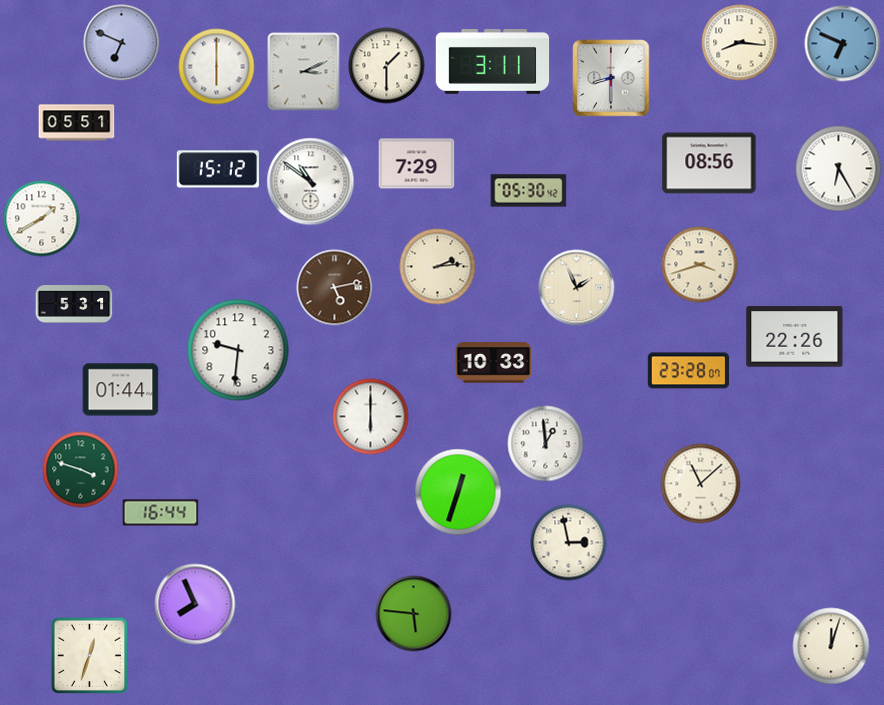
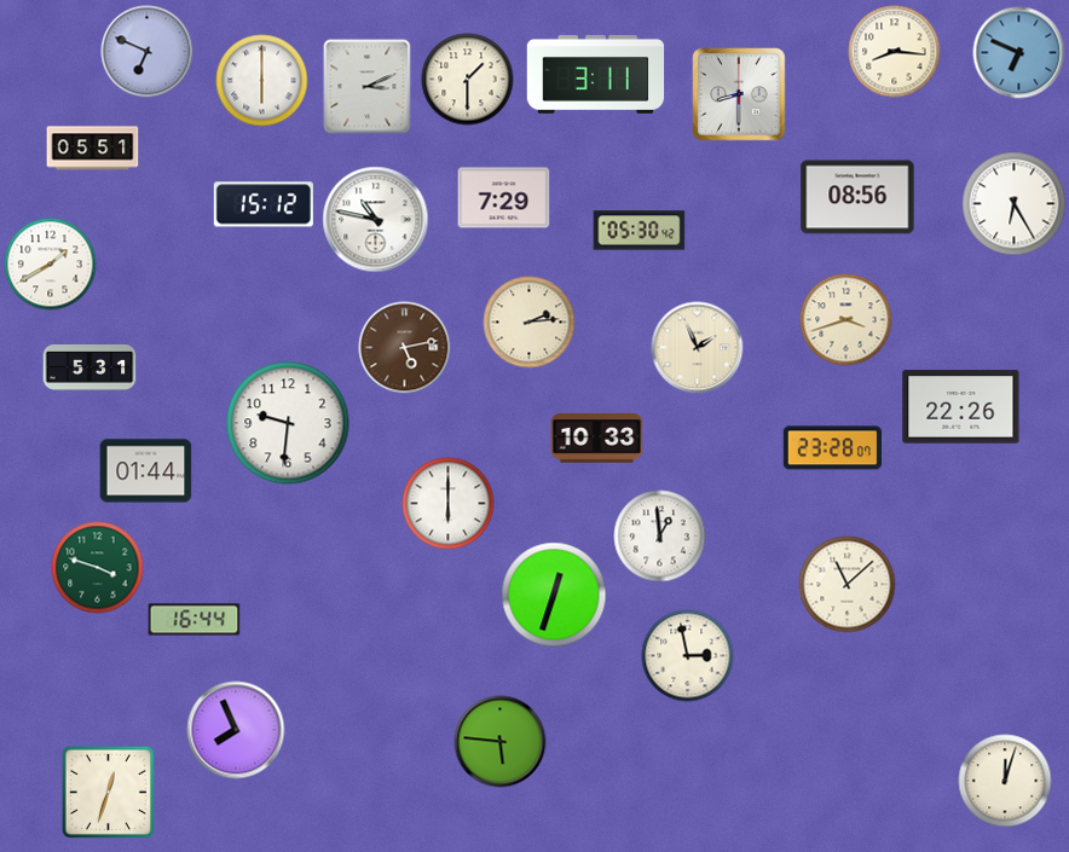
clock at (311, 182): 10:51 -> 10:47
